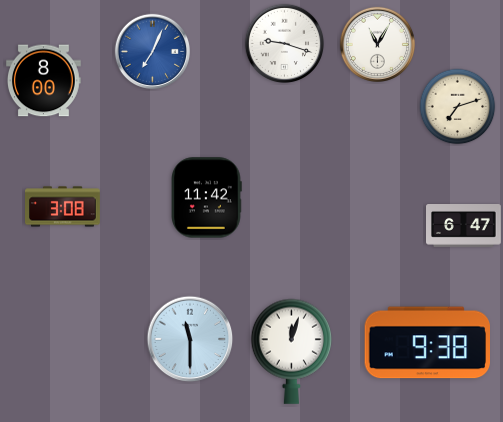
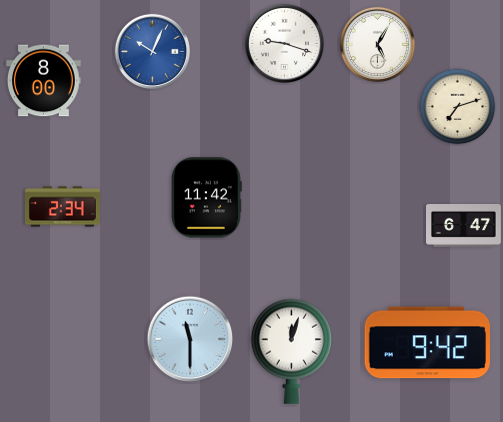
clock at (377, 44): 11:05 -> 5:05
clock at (152, 51): 7:04 -> 10:04
clock at (63, 207): 3:08 -> 2:34
clock at (427, 343): 9:38 -> 9:42
